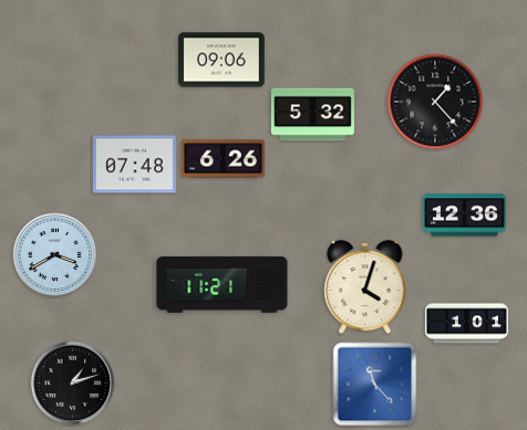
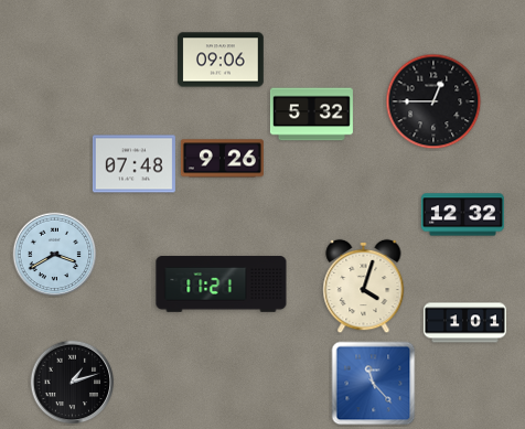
clock at (435, 102): 1:23 -> 12:45
clock at (223, 159): 6:26 -> 9:26
clock at (464, 216): 12:36 -> 12:32
